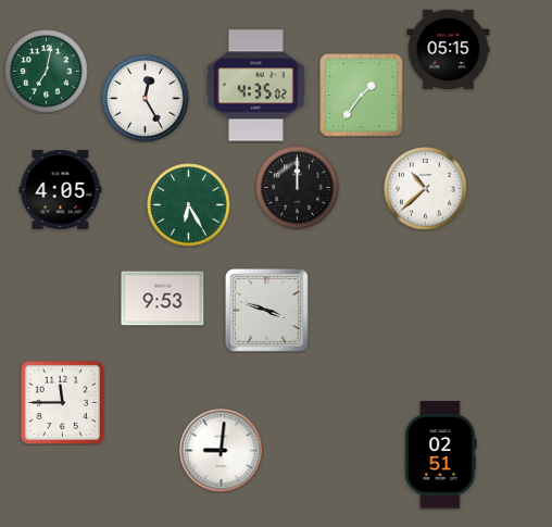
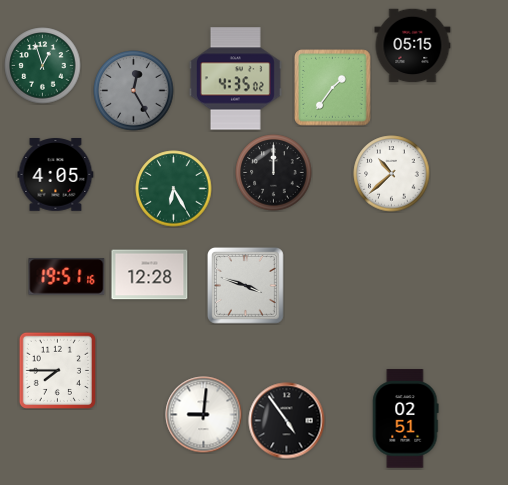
clock at (47, 72): 7:02 -> 12:57
clock at (146, 99) dial: white -> grey
clock at (163, 299): 9:53 -> 12:28
clock at (67, 277): none -> 19:51
clock at (62, 402): 11:45 -> 7:45
clock at (287, 421): none -> 4:54
